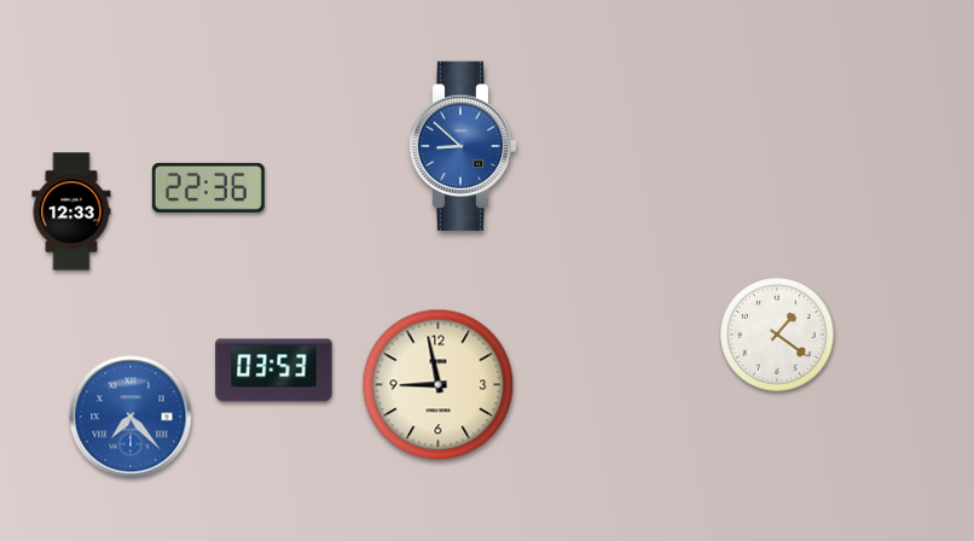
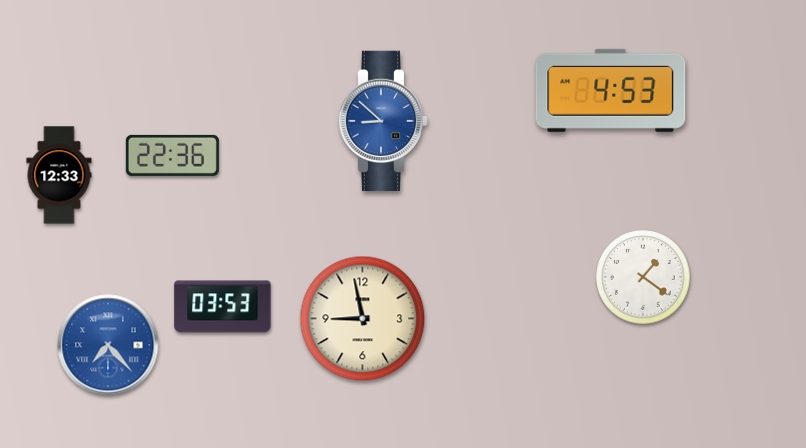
clock at (611, 90): none -> 4:53
clock at (274, 371) position: (274, 371) -> (223, 307)
